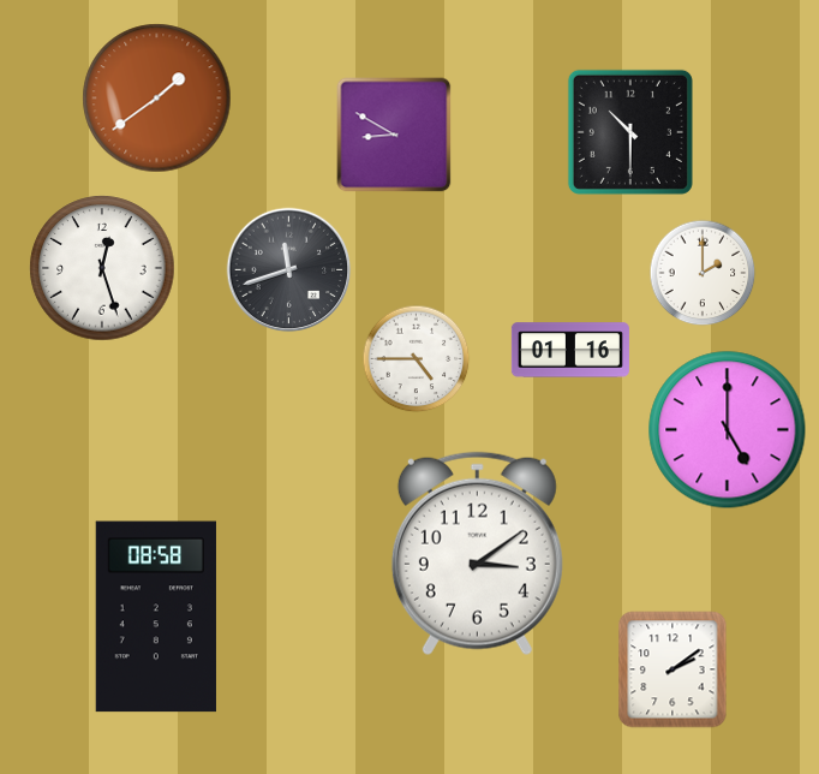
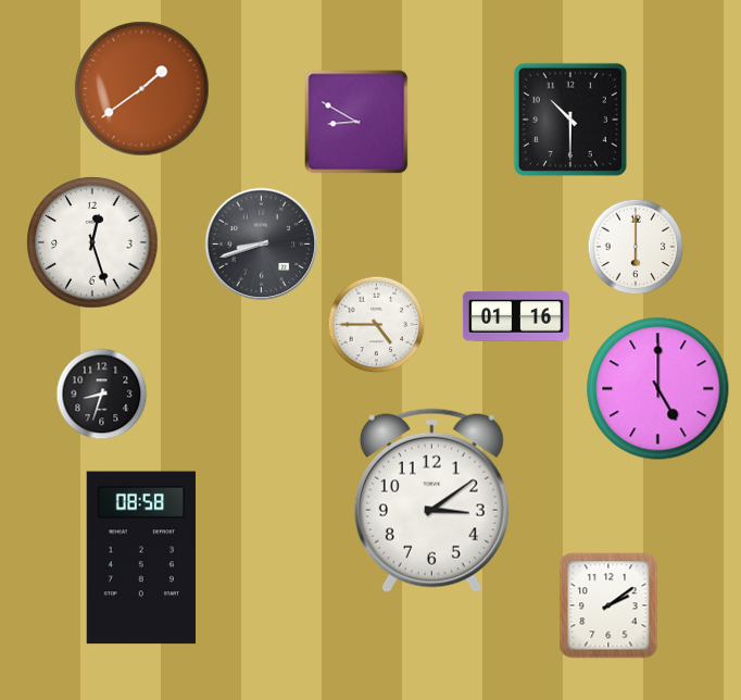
clock at (289, 270): 11:42 -> 8:42
clock at (703, 273): 2:00 -> 6:00
clock at (102, 395): none -> 8:33
